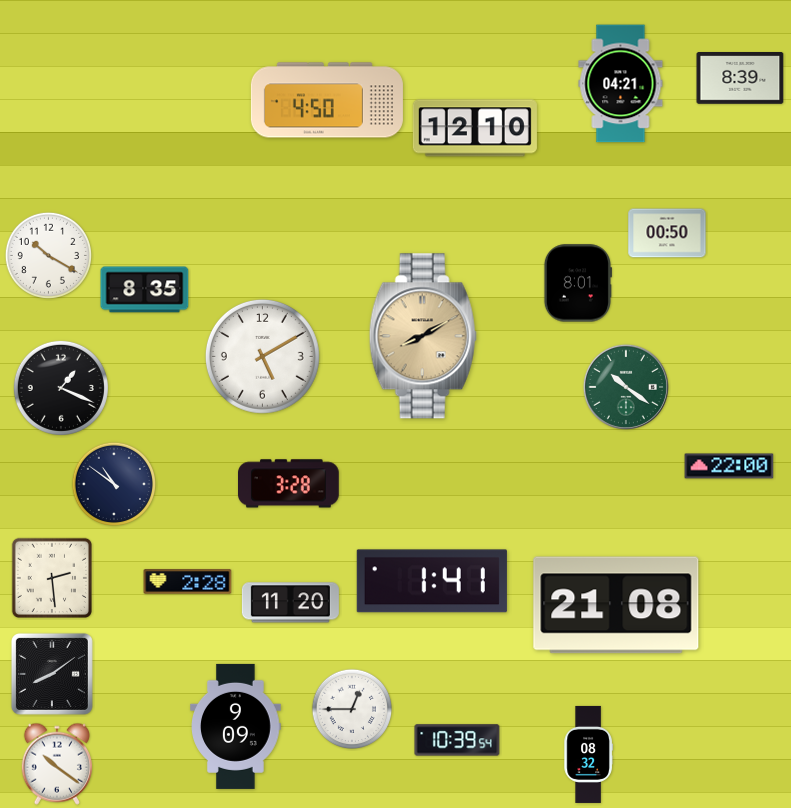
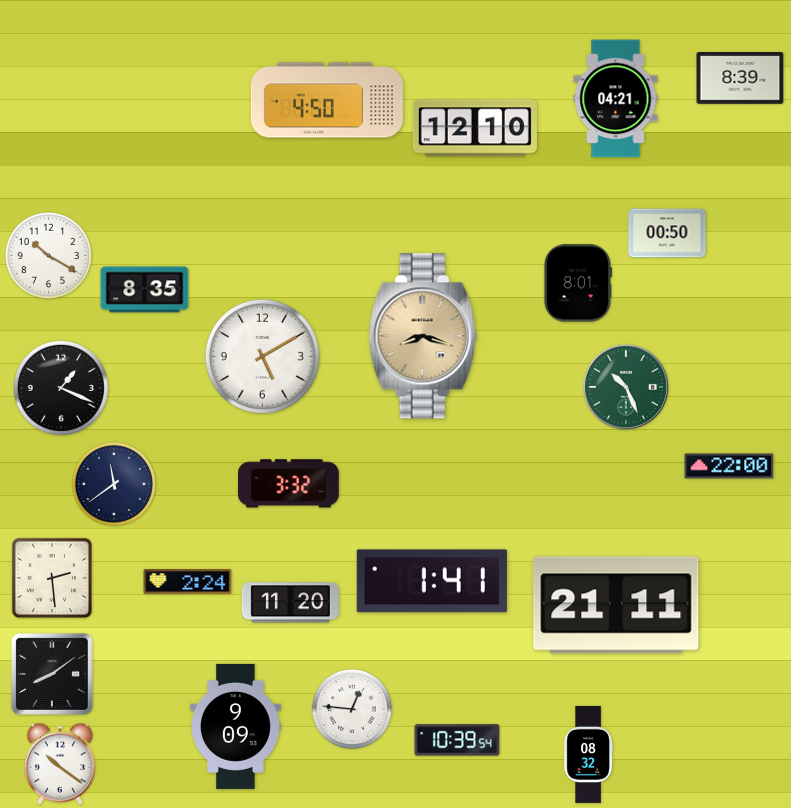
clock at (621, 84) position: (621, 84) -> (616, 99)
clock at (423, 336): 8:10 -> 8:18
clock at (626, 387): 10:21 -> 10:26
clock at (113, 483): 10:51 -> 11:39
clock at (289, 484): 3:28 -> 3:32
clock at (188, 582): 2:28 -> 2:24
clock at (616, 605): 21:08 -> 21:11
clock at (352, 709): 12:45 -> 12:46
clock at (57, 764) position: (57, 764) -> (60, 764)
